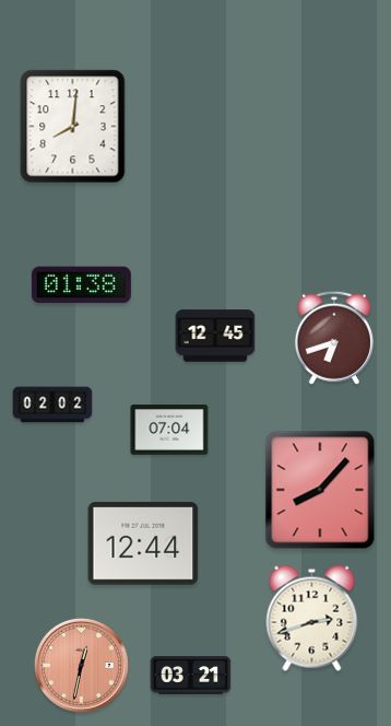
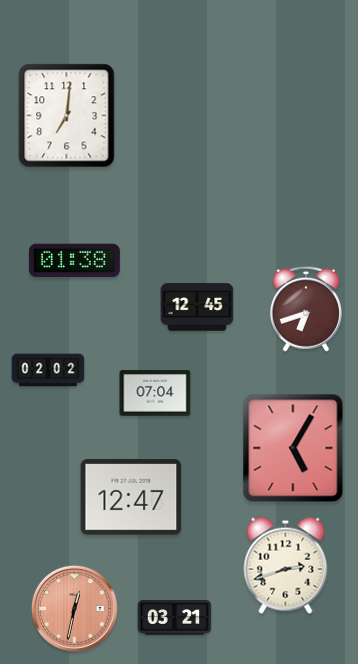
clock at (73, 127): 8:01 -> 7:01
clock at (320, 490): 8:07 -> 5:05
clock at (143, 543): 12:44 -> 12:47
